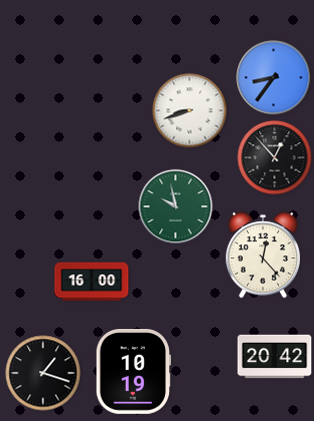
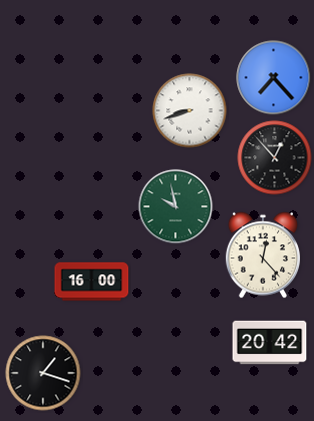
clock at (274, 78): 8:36 -> 7:23
clock at (275, 357) position: (275, 357) -> (270, 343)
clock at (134, 371): 10:19 -> none
